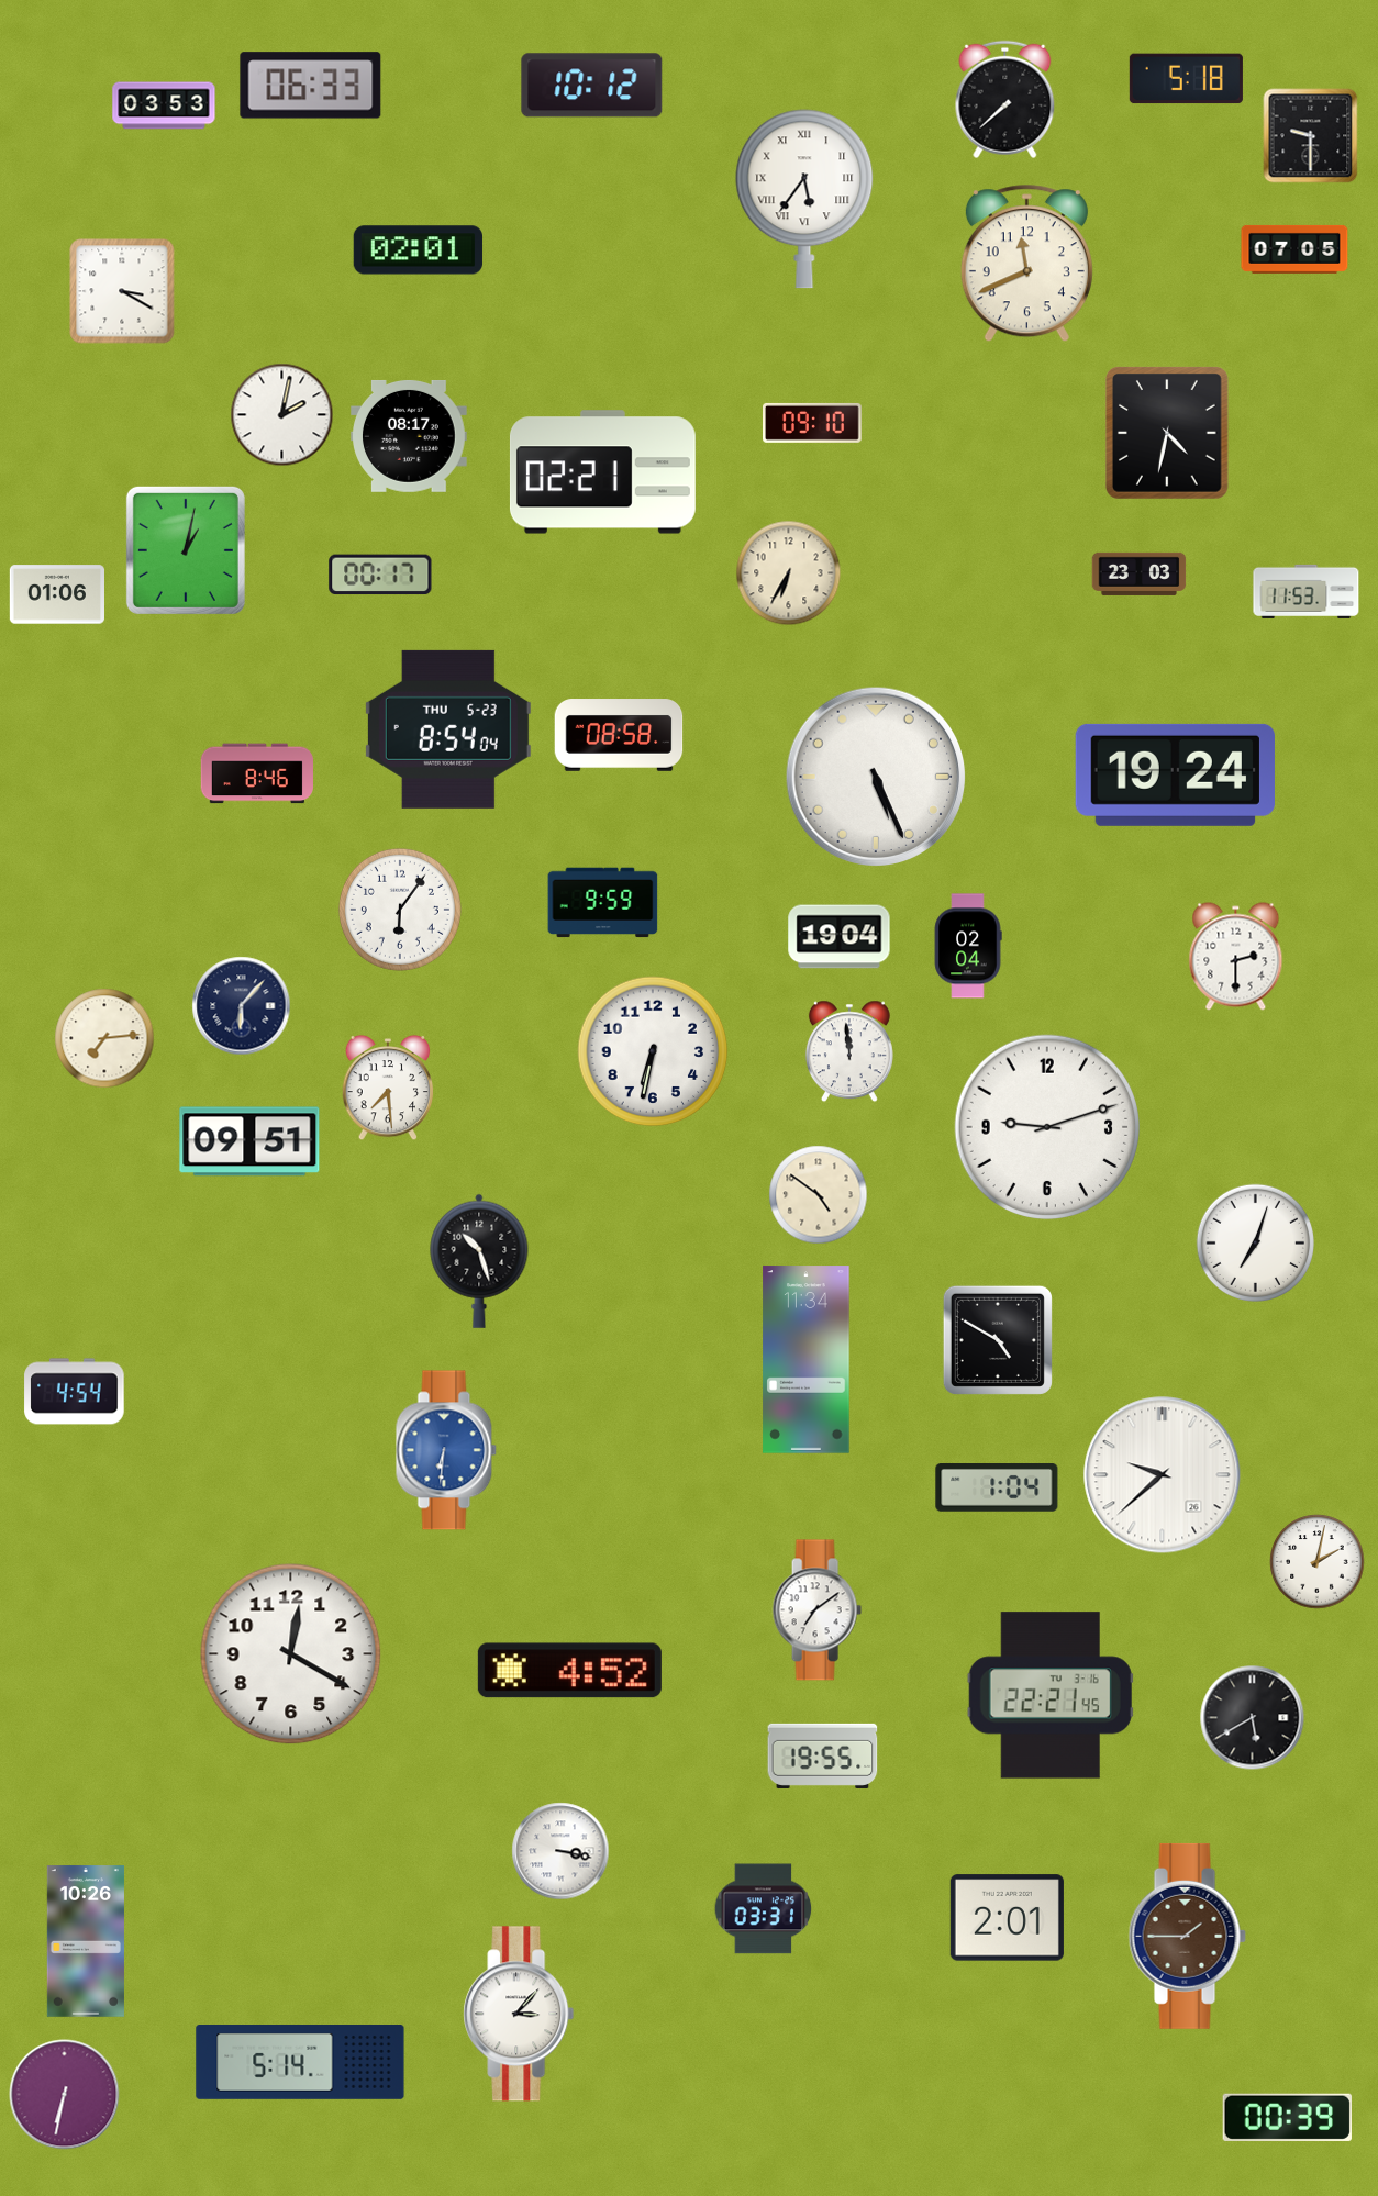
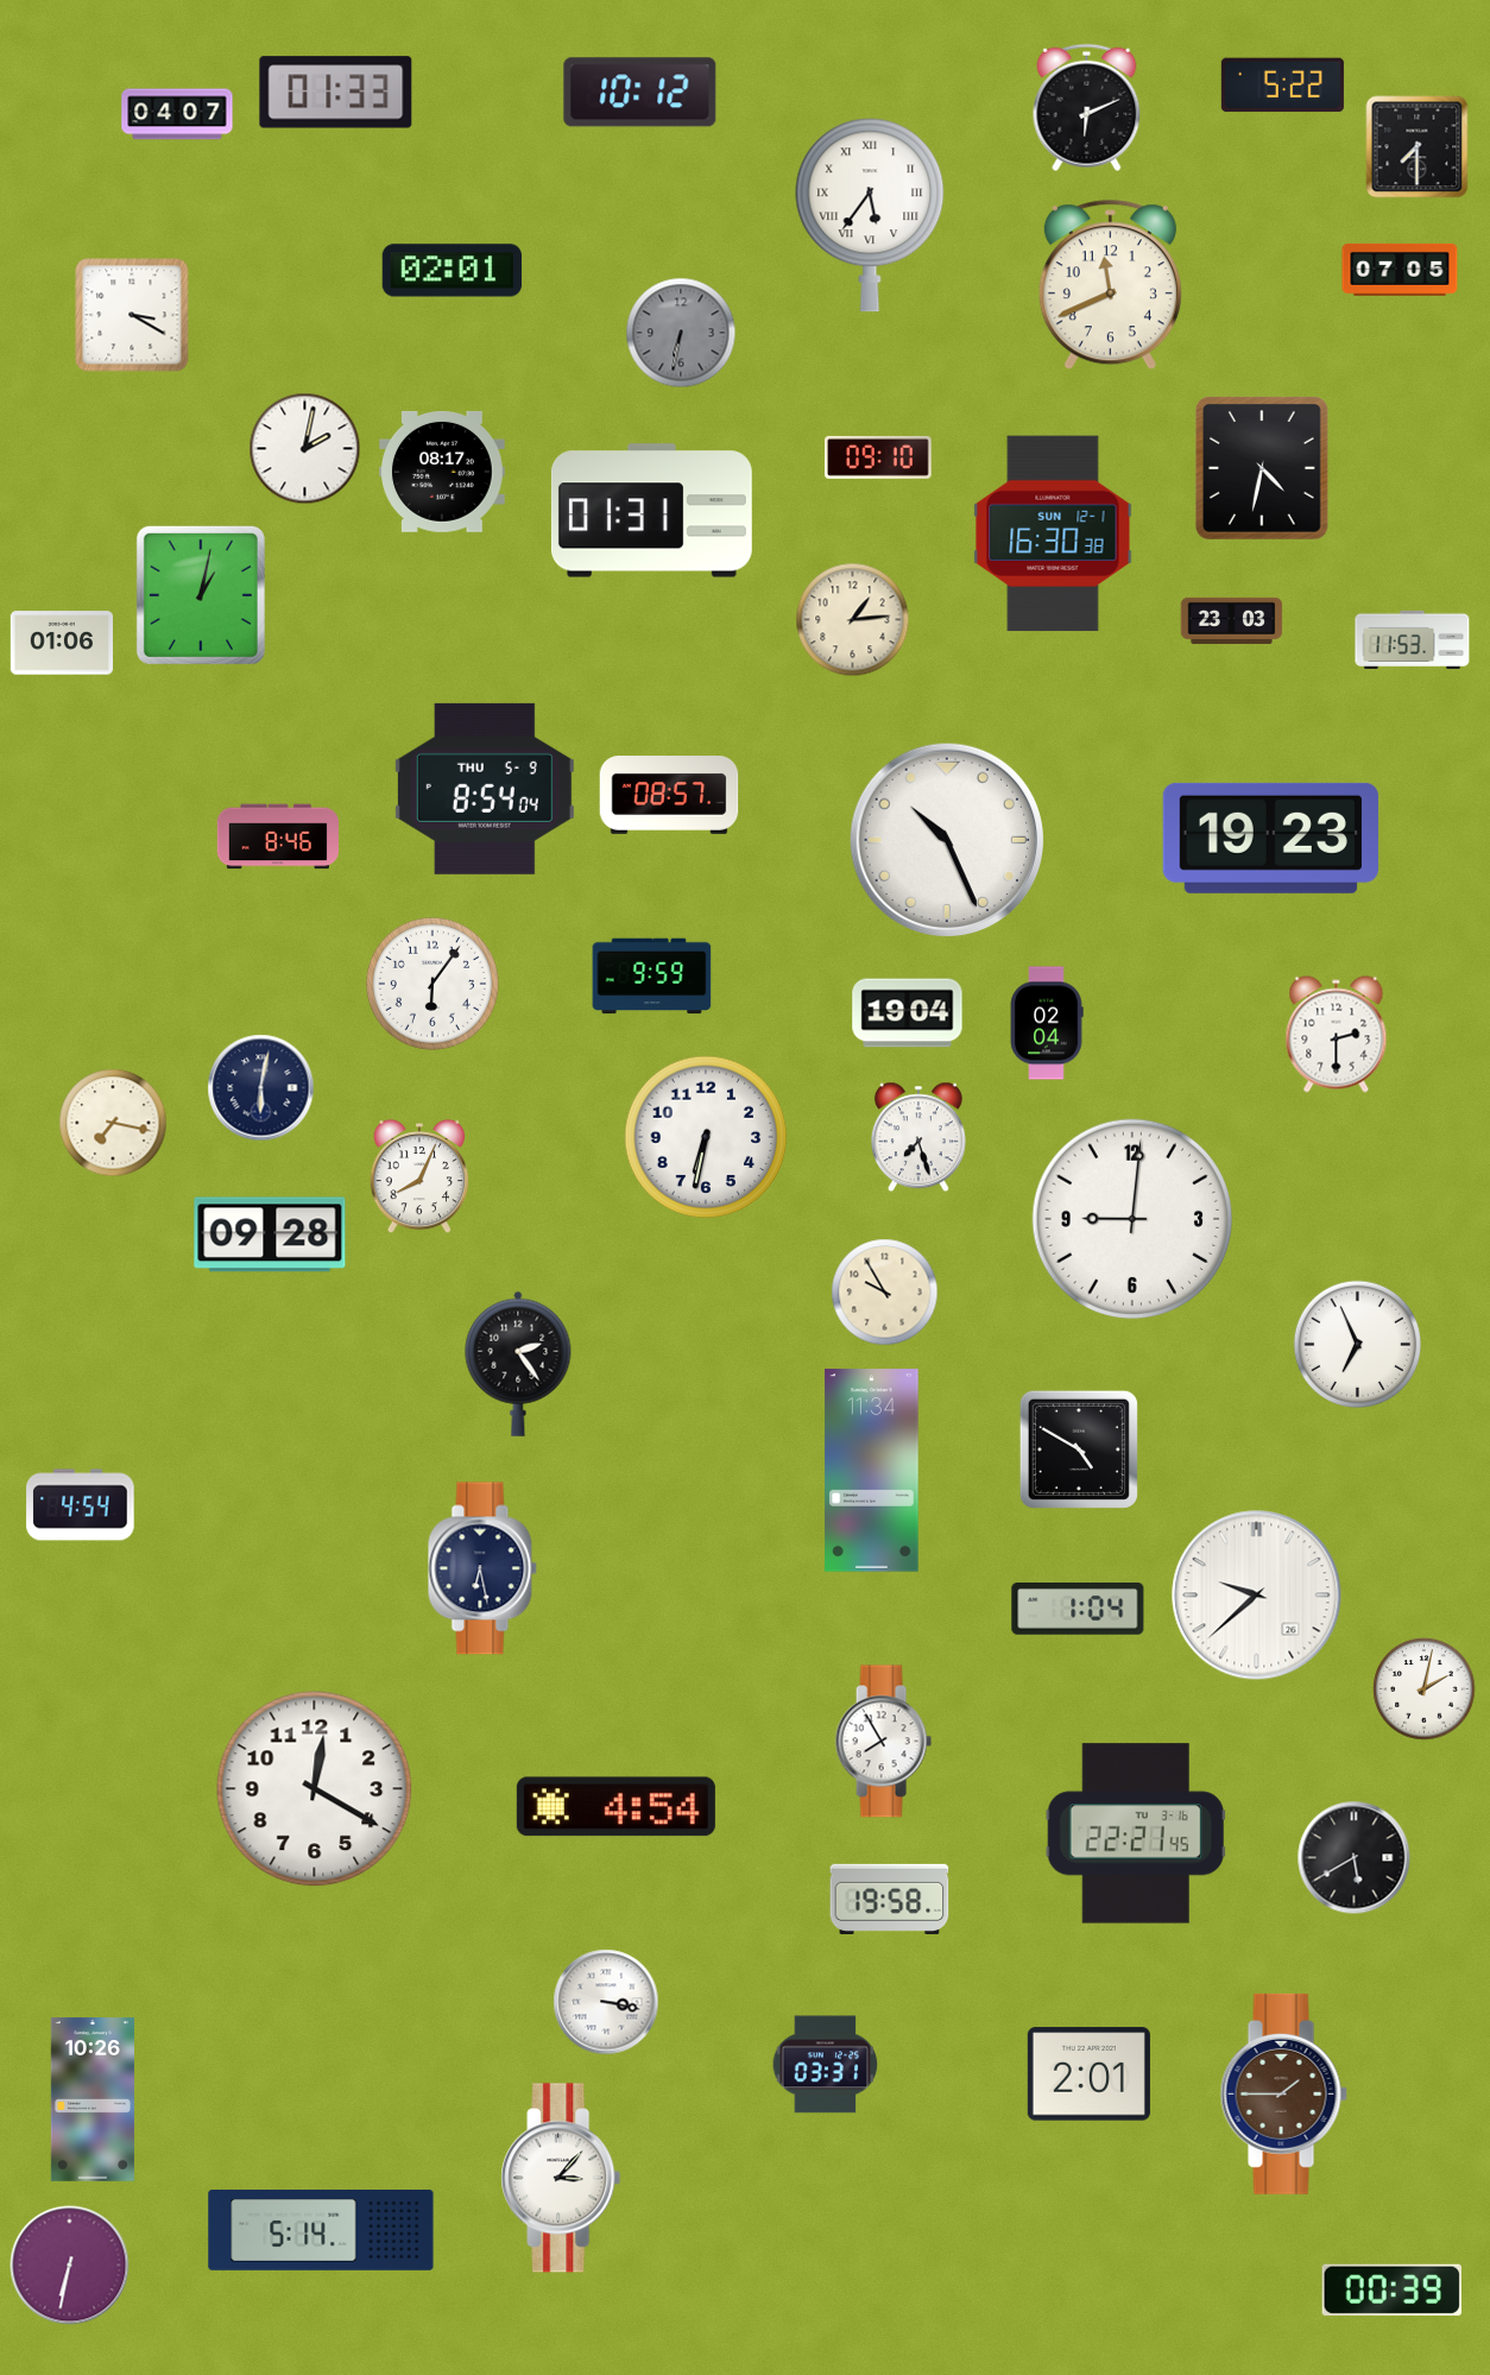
clock at (1186, 79): 5:18 -> 5:22
clock at (311, 86): 06:33 -> 01:33
clock at (1005, 100): 7:38 -> 6:11
clock at (164, 105): 03:53 -> 04:07
clock at (1311, 136): 9:30 -> 7:30
clock at (681, 333): none -> 6:32
clock at (602, 472): 02:21 -> 01:31
clock at (1053, 533): none -> 16:30
clock at (789, 573): 6:35 -> 1:14
clock at (380, 575): 00:17 -> none
clock at (448, 729) date: THU 5-23 -> THU 5-9
clock at (619, 735): 08:58 -> 08:57
clock at (1175, 774): 19:24 -> 19:23
clock at (875, 776): 5:26 -> 10:26
clock at (242, 1006): 6:07 -> 6:02
clock at (104, 1038): 7:14 -> 7:17
clock at (849, 1051): 11:59 -> 7:27
clock at (388, 1088): 7:29 -> 8:04
clock at (1046, 1126): 9:12 -> 9:01
clock at (249, 1141): 09:51 -> 09:28
clock at (819, 1195): 4:51 -> 9:55
clock at (1256, 1244): 7:03 -> 6:56
clock at (479, 1261): 10:27 -> 2:24
clock at (446, 1450): 6:31 -> 6:28
clock at (446, 1450) dial: blue -> navy
clock at (816, 1610): 7:09 -> 7:55
clock at (569, 1671): 4:52 -> 4:54
clock at (823, 1755): 19:55 -> 19:58
clock at (300, 2063) position: (300, 2063) -> (321, 2231)
